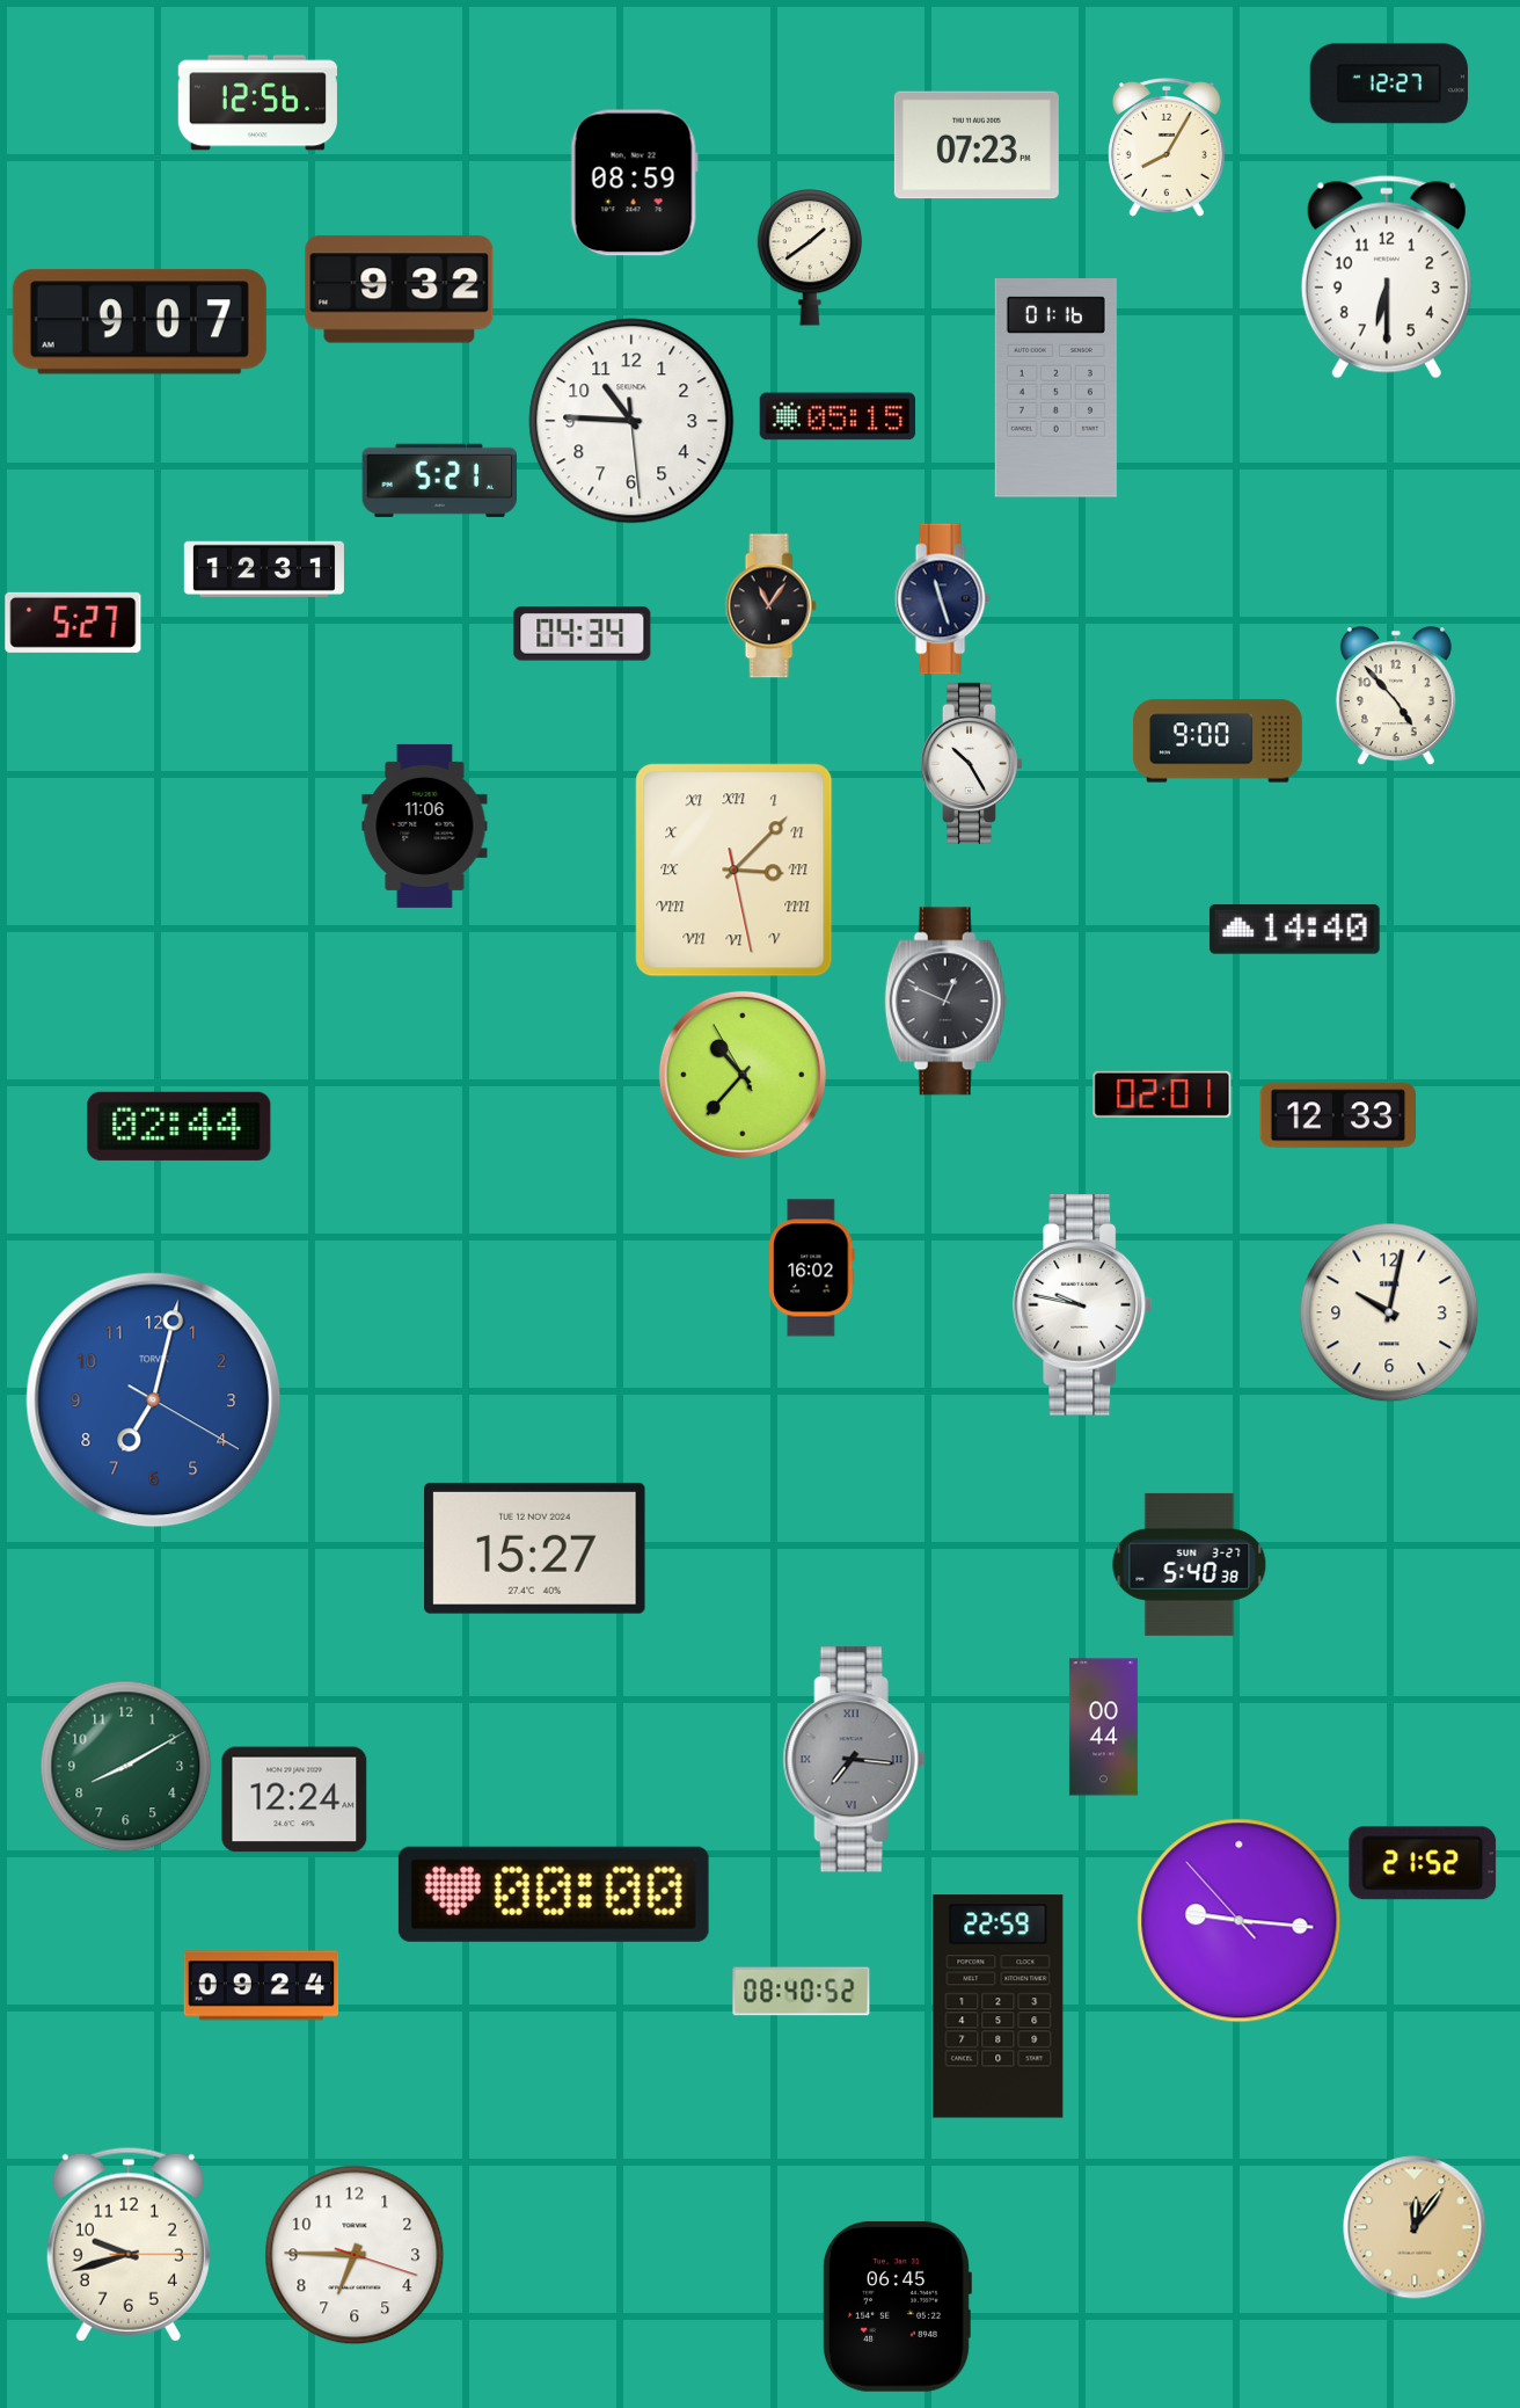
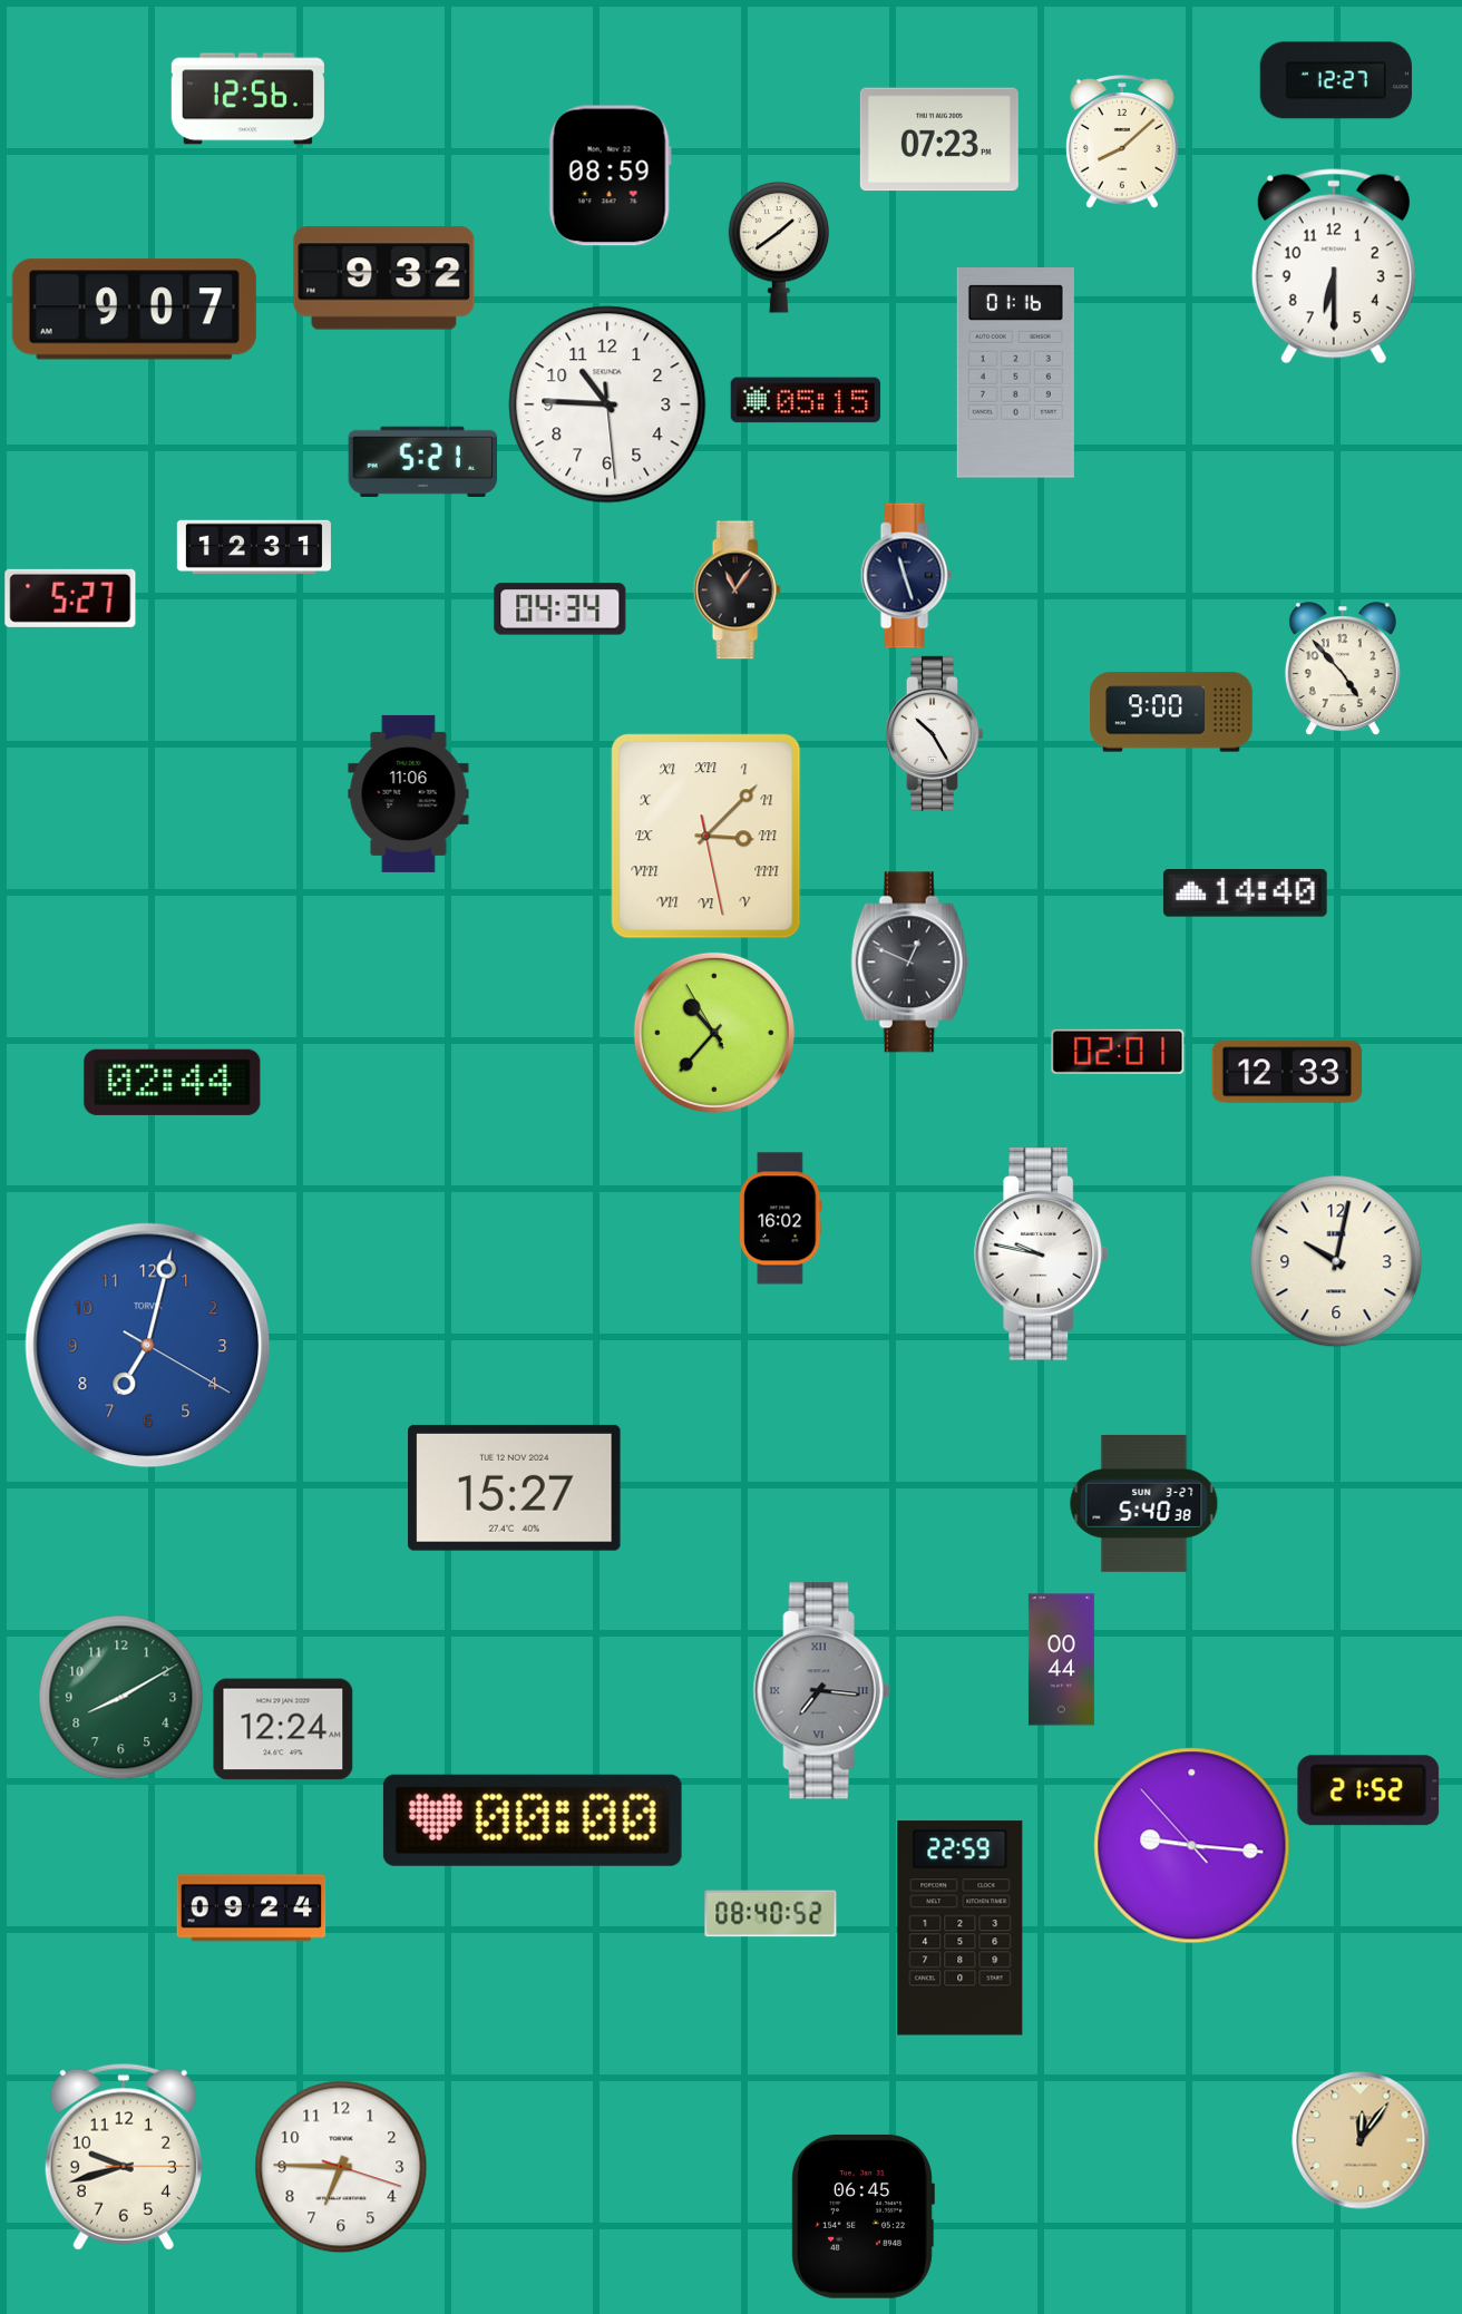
clock at (1167, 147): 8:05 -> 8:08
clock at (770, 606) position: (770, 606) -> (737, 590)
